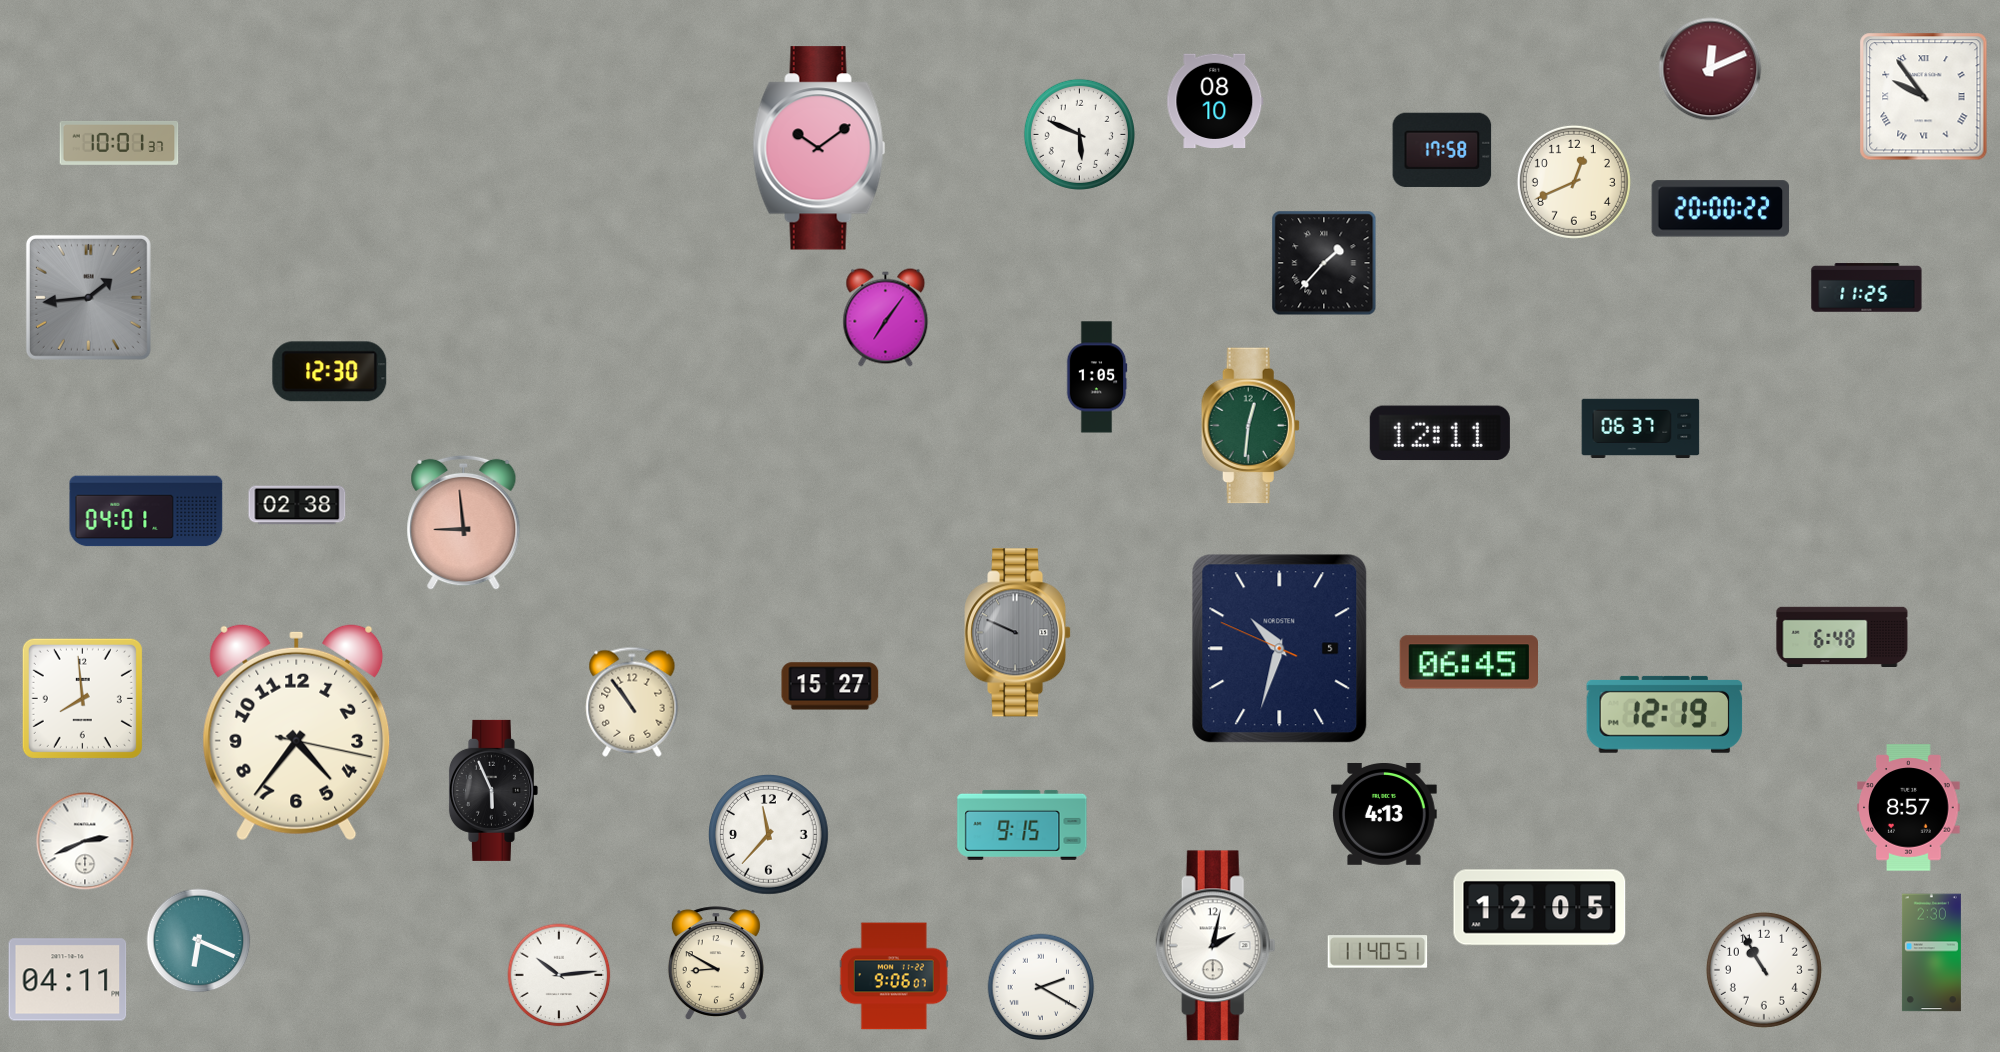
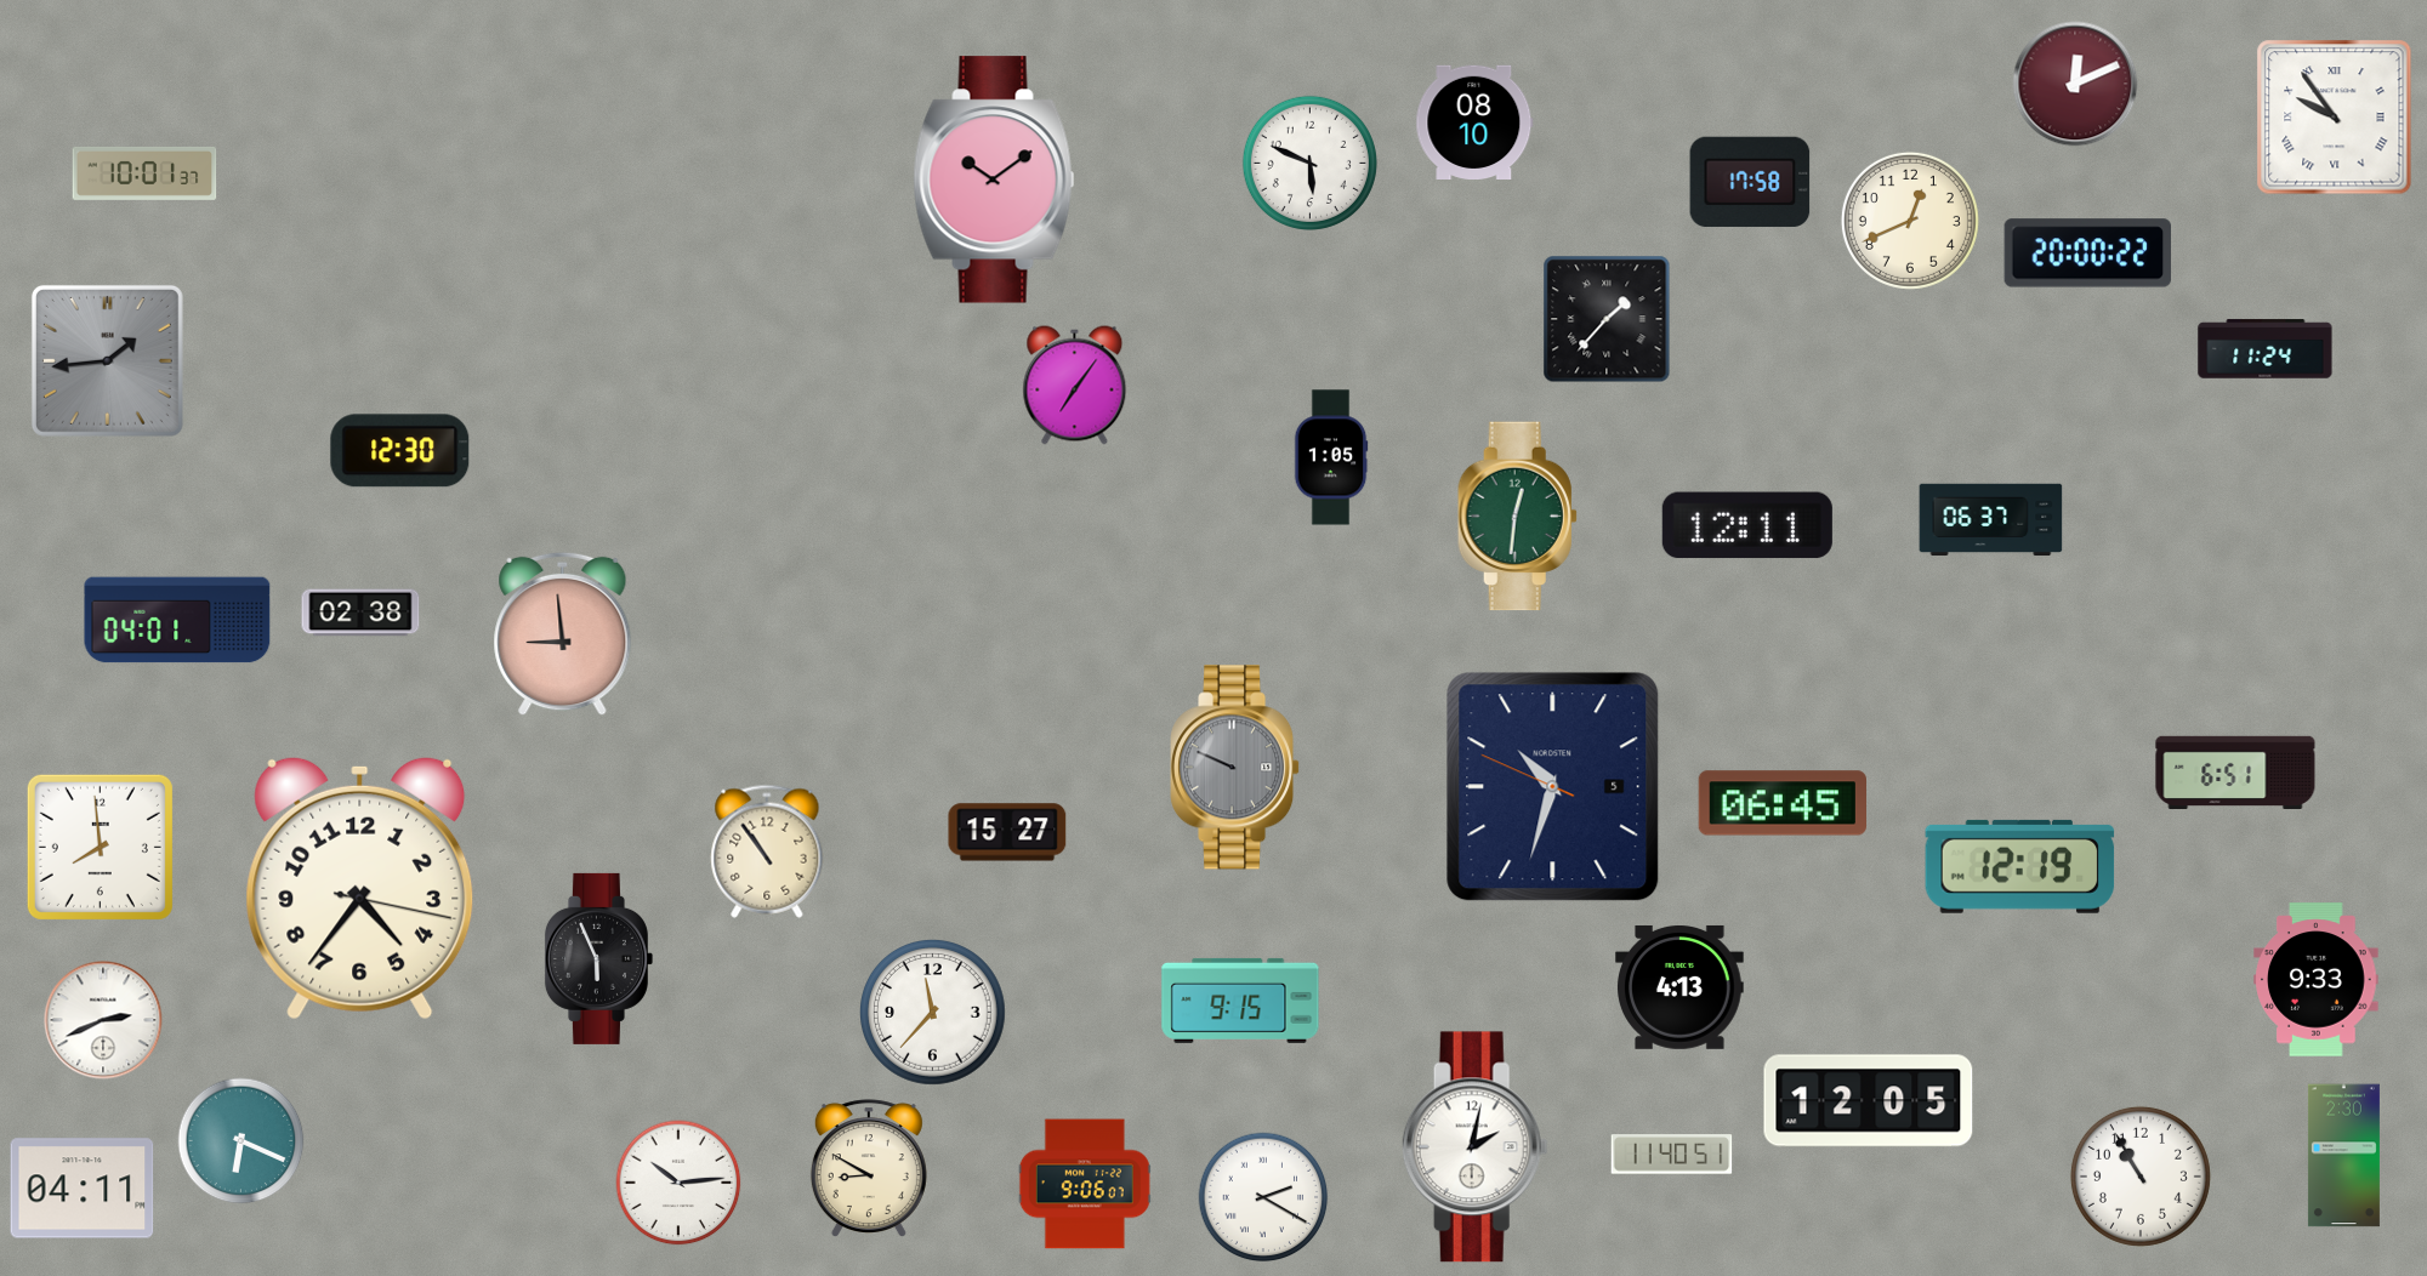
clock at (1867, 288): 11:25 -> 11:24
clock at (1842, 636): 6:48 -> 6:51
clock at (1909, 808): 8:57 -> 9:33
